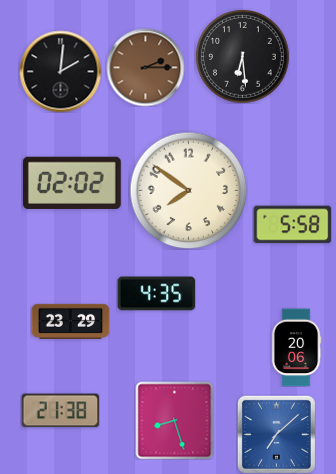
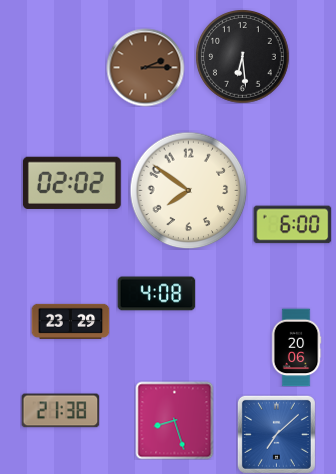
clock at (60, 71): 2:01 -> none
clock at (292, 225): 5:58 -> 6:00
clock at (156, 294): 4:35 -> 4:08
